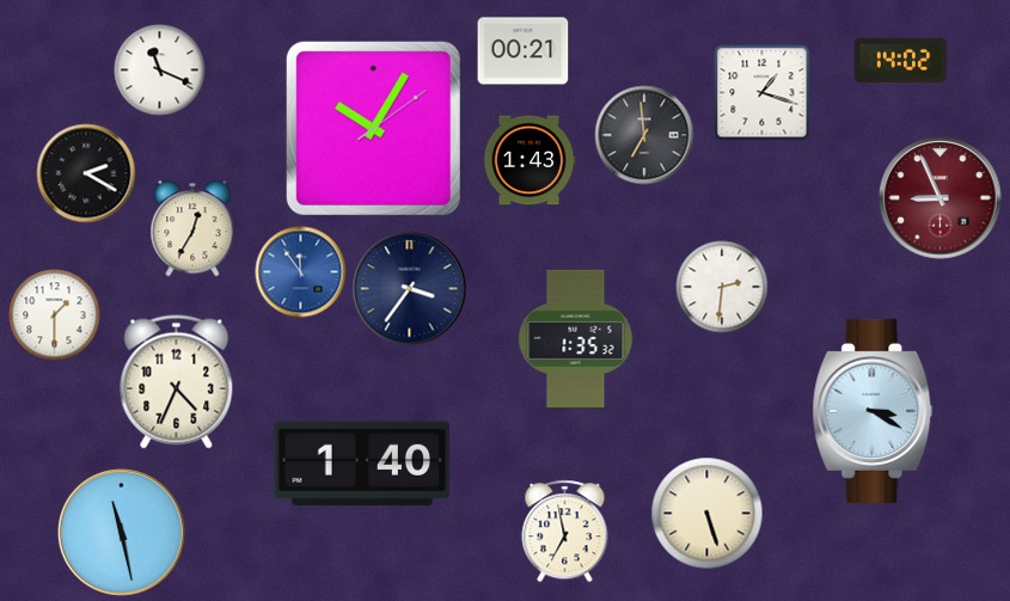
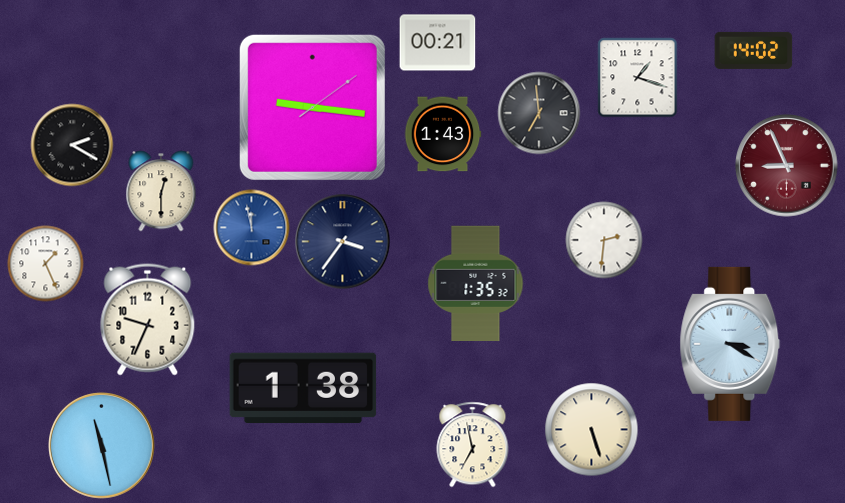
clock at (160, 70): 11:19 -> none
clock at (373, 128): 10:05 -> 9:16
clock at (192, 228): 12:35 -> 12:30
clock at (301, 272): 11:54 -> 11:58
clock at (55, 315): 1:30 -> 1:26
clock at (576, 339) position: (576, 339) -> (476, 284)
clock at (177, 382): 4:34 -> 9:34
clock at (362, 464): 1:40 -> 1:38
